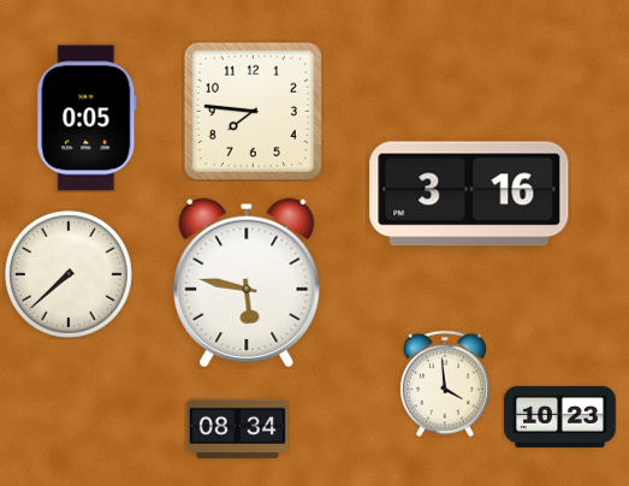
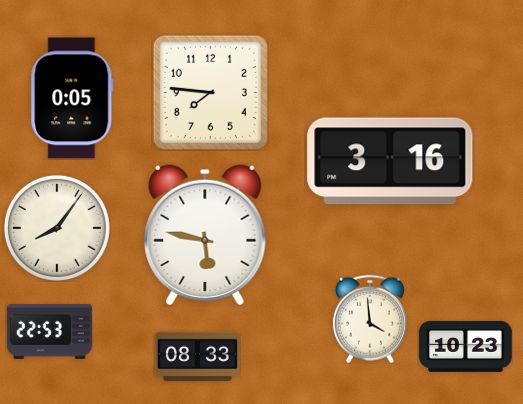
clock at (69, 274): 7:38 -> 8:06
clock at (49, 331): none -> 22:53
clock at (237, 429): 08:34 -> 08:33
